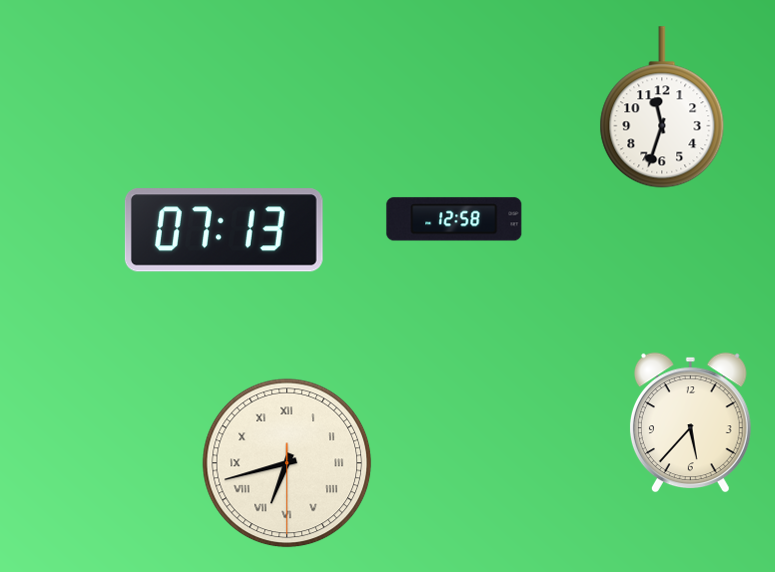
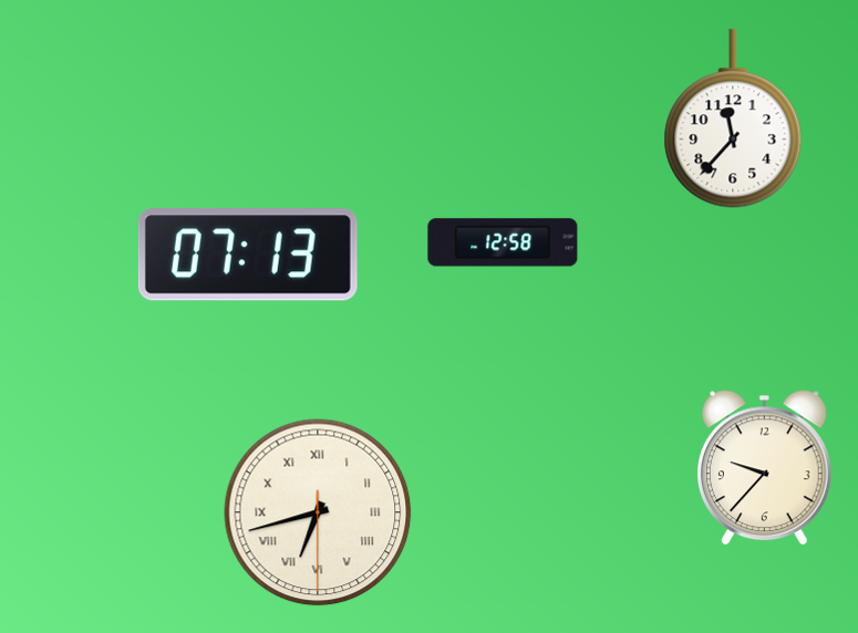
clock at (662, 107): 11:33 -> 11:37
clock at (691, 423): 5:37 -> 9:37
